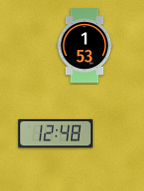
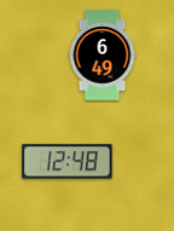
clock at (85, 46): 1:53 -> 6:49
